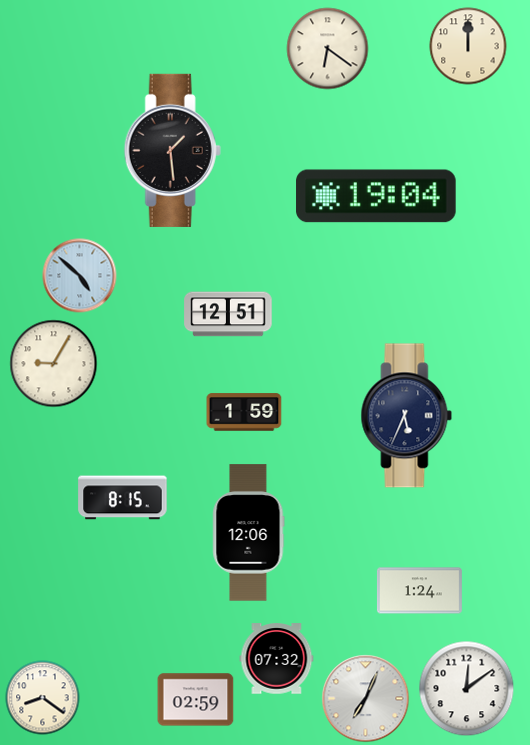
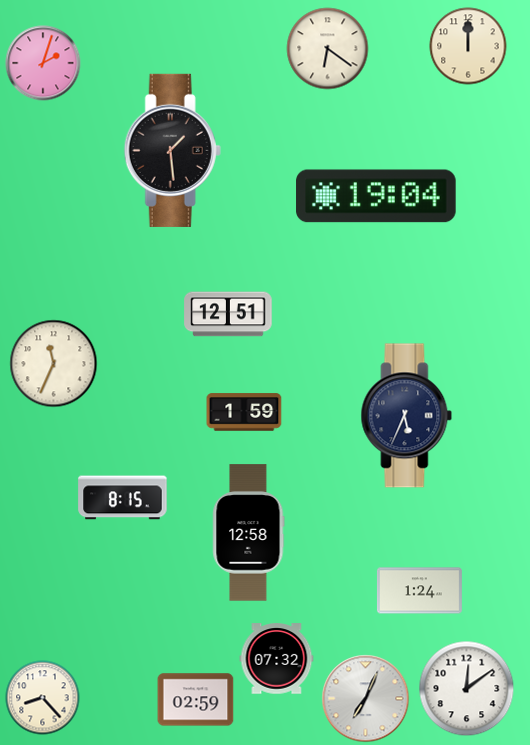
clock at (43, 63): none -> 2:03
clock at (80, 276): 4:52 -> none
clock at (54, 364): 9:05 -> 11:34
clock at (249, 533): 12:06 -> 12:58
clock at (43, 698): 8:21 -> 8:23
